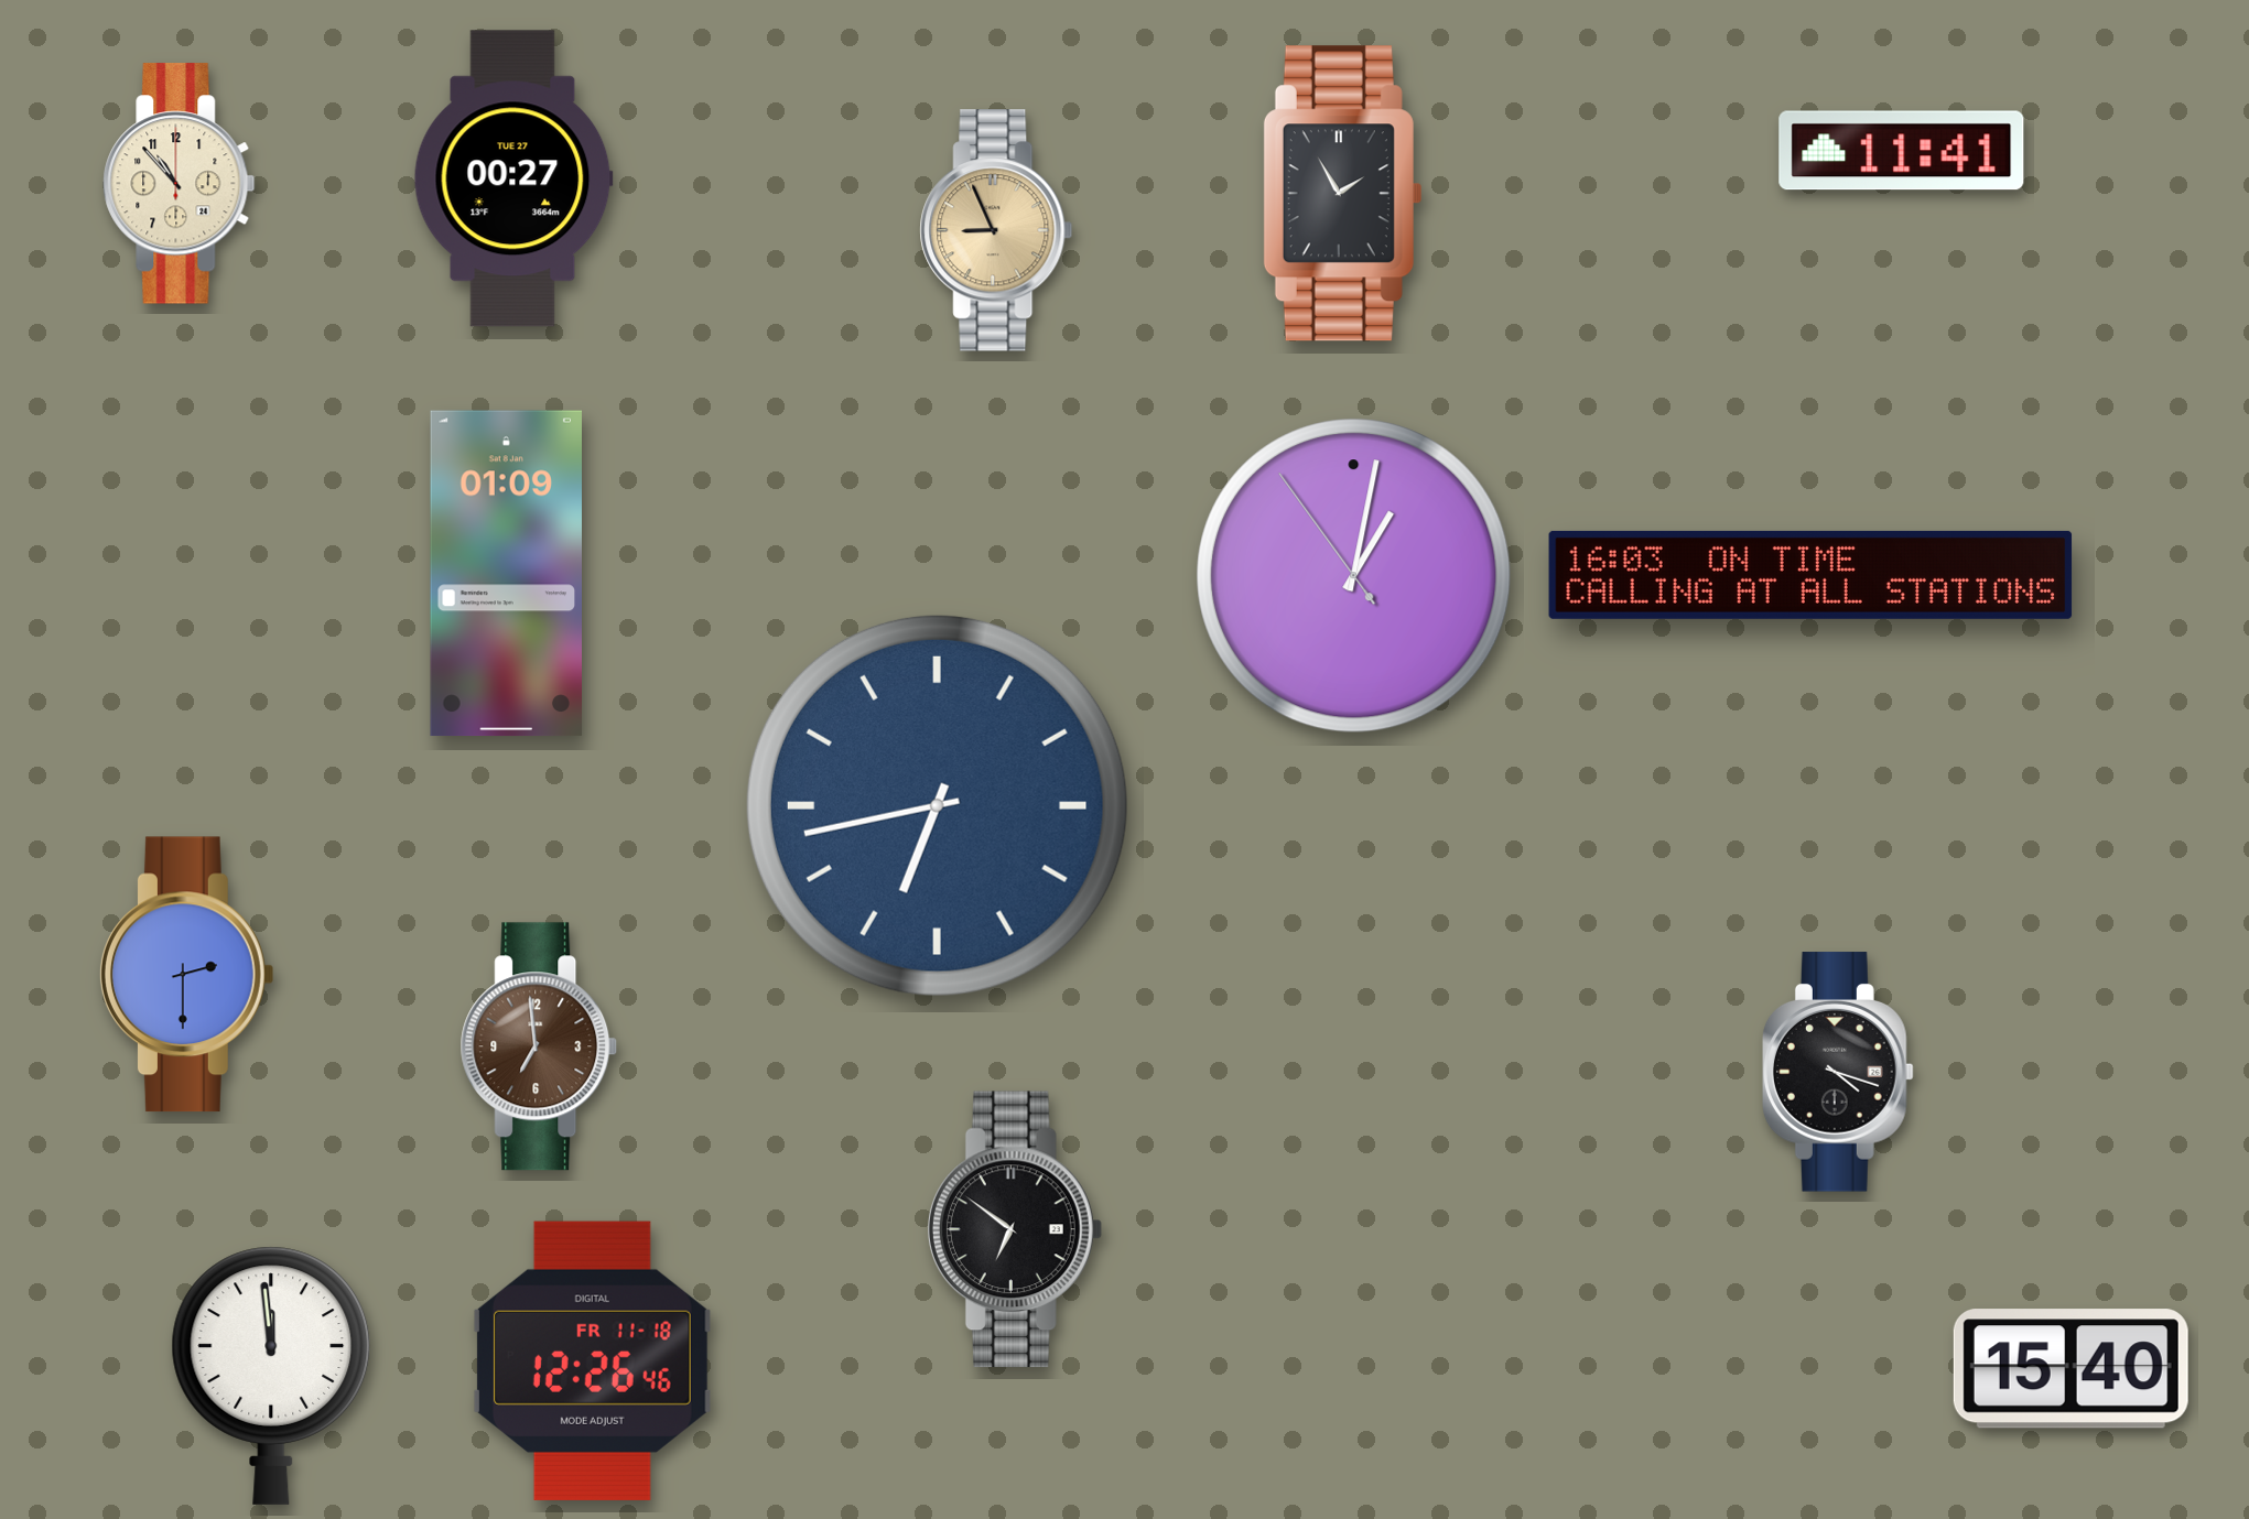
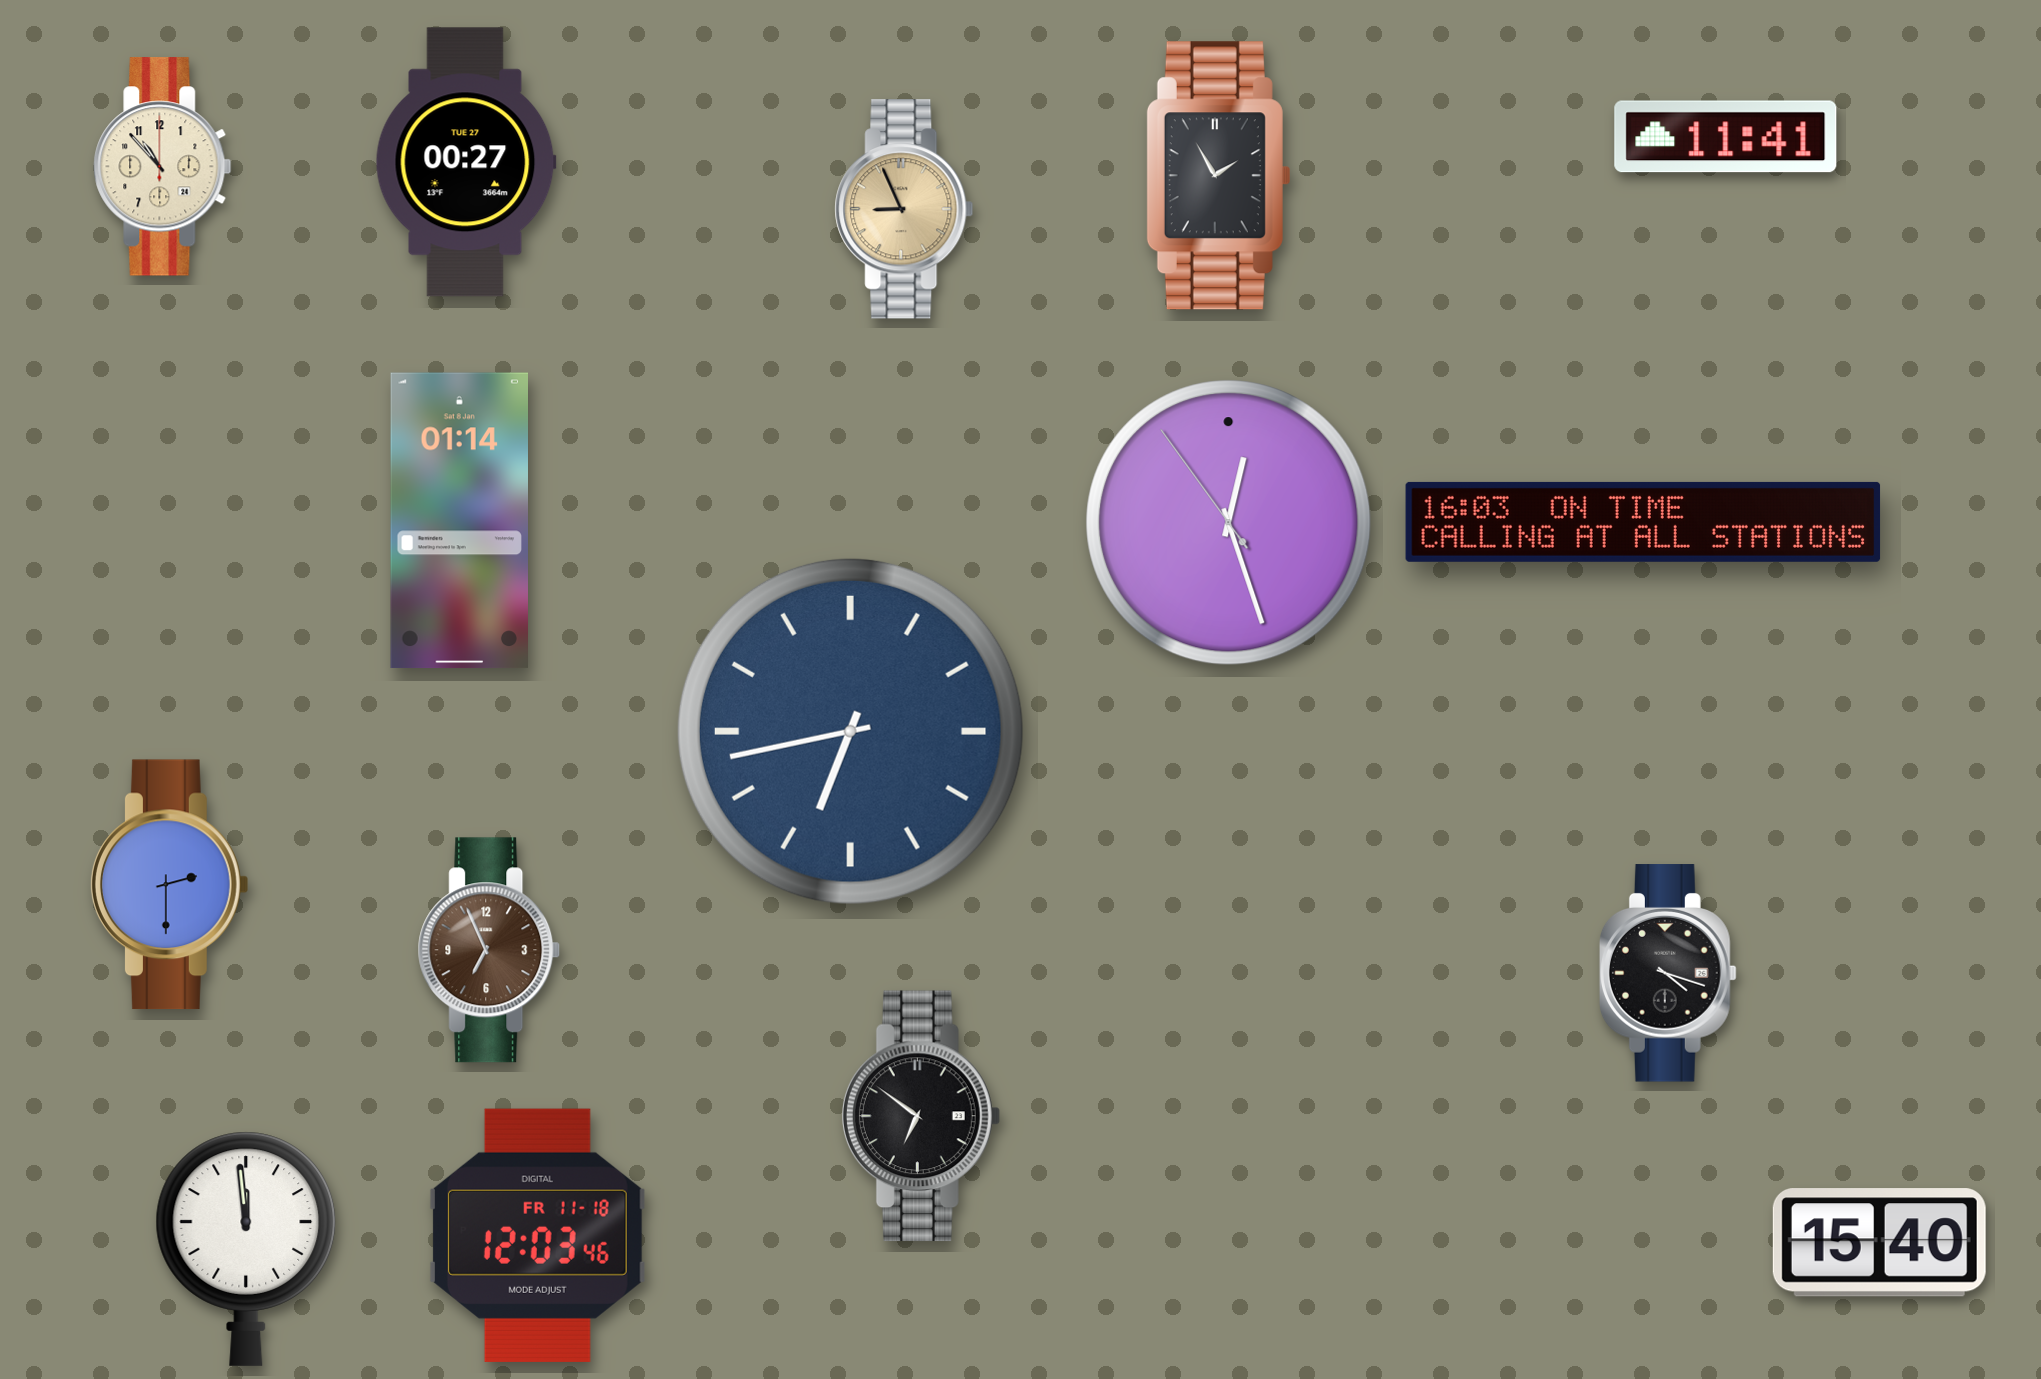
clock at (506, 574): 01:09 -> 01:14
clock at (1354, 576): 1:01 -> 12:26
clock at (539, 1046): 6:59 -> 6:56
clock at (592, 1360): 12:26 -> 12:03
